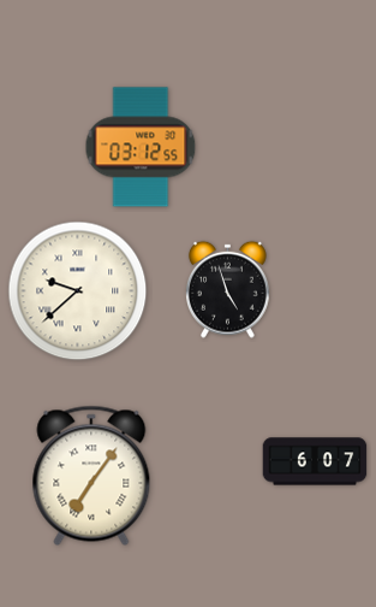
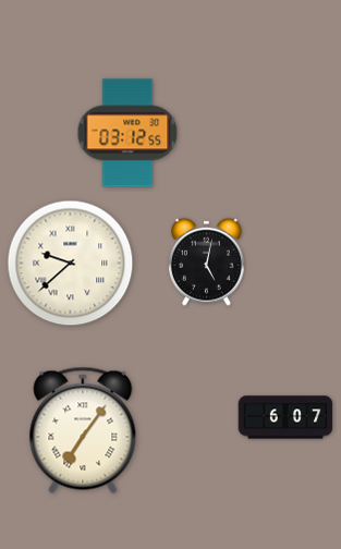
clock at (228, 289): 4:57 -> 5:02
